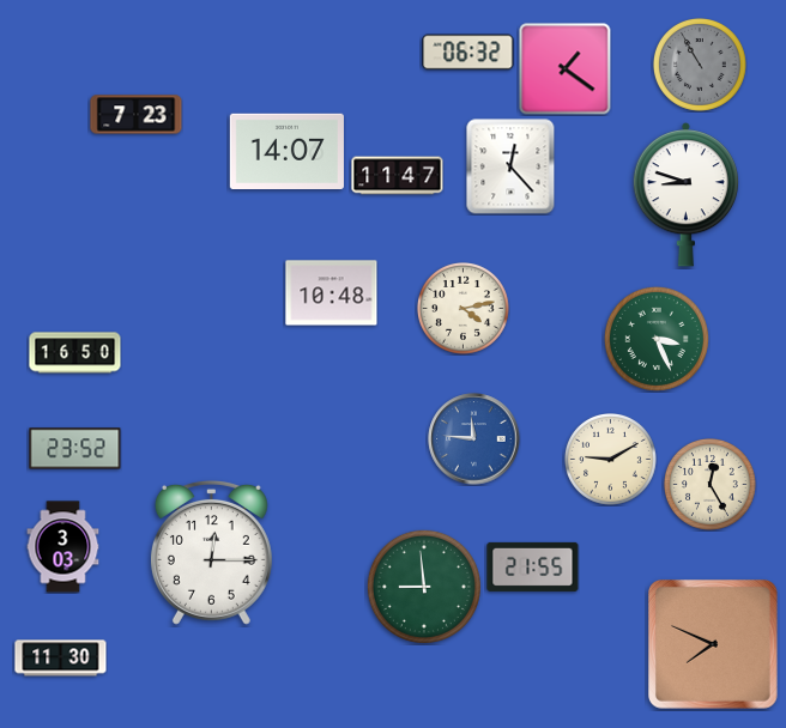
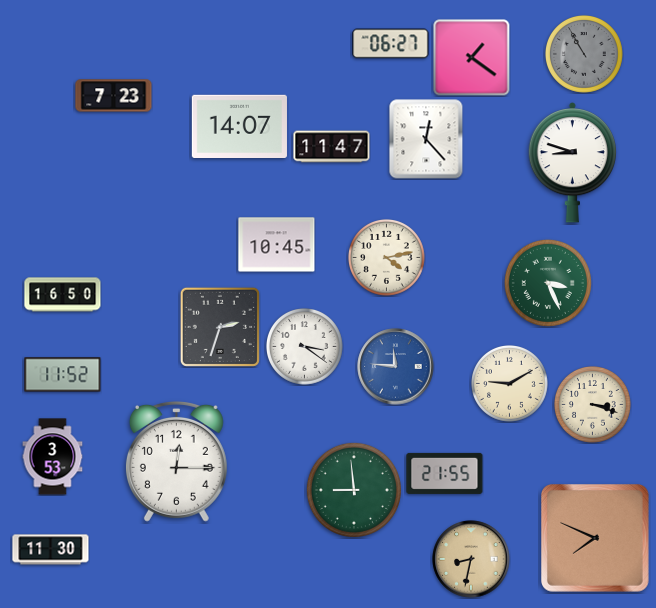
clock at (468, 53): 06:32 -> 06:27
clock at (332, 293): 10:48 -> 10:45
clock at (220, 327): none -> 2:33
clock at (305, 347): none -> 3:21
clock at (75, 449): 23:52 -> 11:52
clock at (711, 485): 12:25 -> 3:18
clock at (64, 547): 3:03 -> 3:53
clock at (471, 559): none -> 8:32
